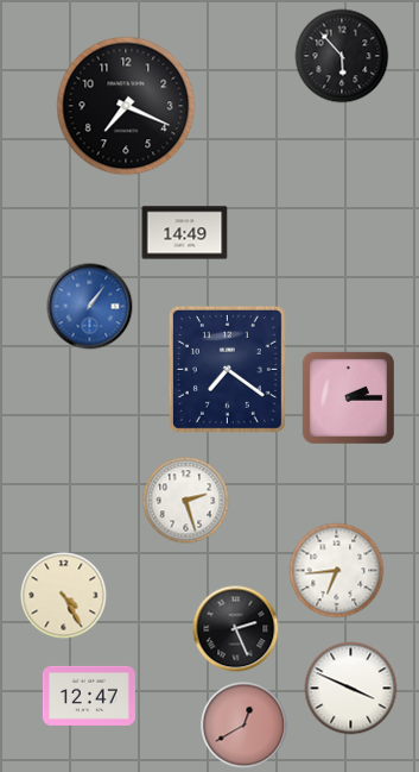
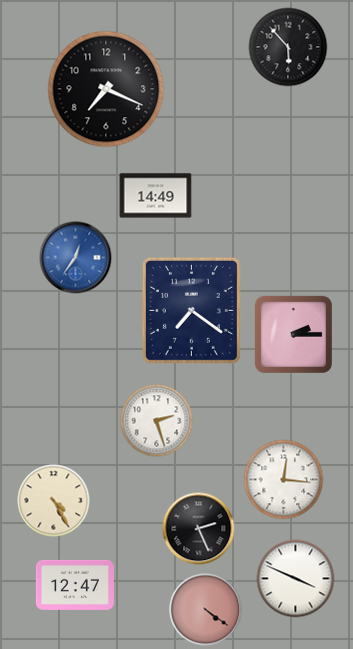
clock at (90, 307): 1:06 -> 12:36
clock at (337, 571): 6:44 -> 12:16
clock at (245, 726): 12:40 -> 4:21
